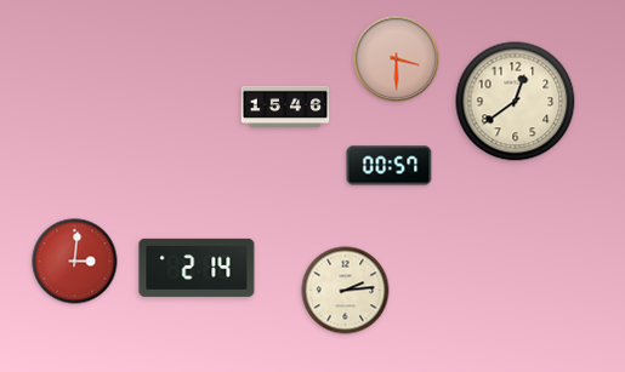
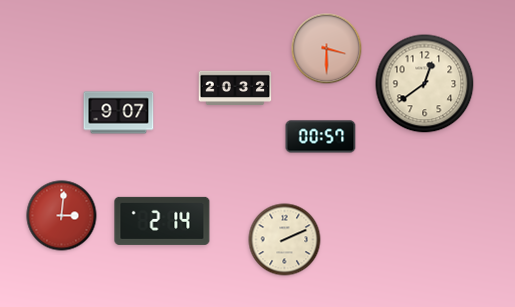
clock at (285, 107): 15:46 -> 20:32
clock at (119, 113): none -> 9:07
clock at (346, 291): 2:14 -> 2:11
